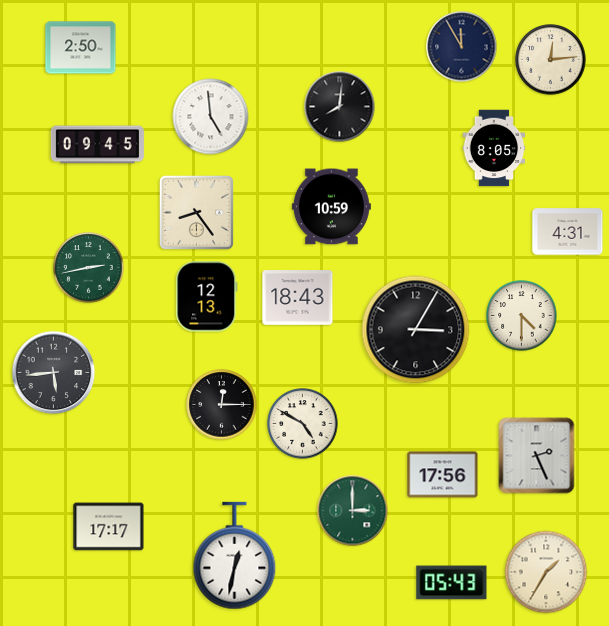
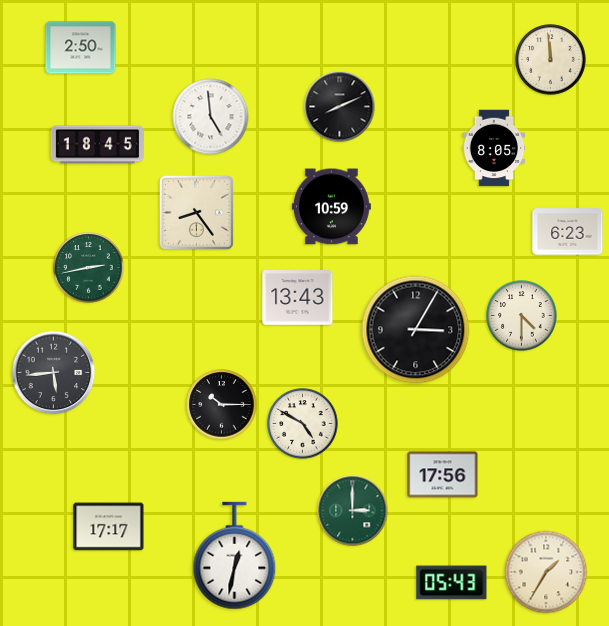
clock at (462, 47): 11:55 -> none
clock at (551, 60): 12:14 -> 11:59
clock at (340, 107): 8:01 -> 8:11
clock at (97, 145): 09:45 -> 18:45
clock at (568, 232): 4:31 -> 6:23
clock at (207, 297): 12:13 -> none
clock at (298, 298): 18:43 -> 13:43
clock at (222, 405): 12:15 -> 10:15
clock at (537, 456): 2:26 -> none
